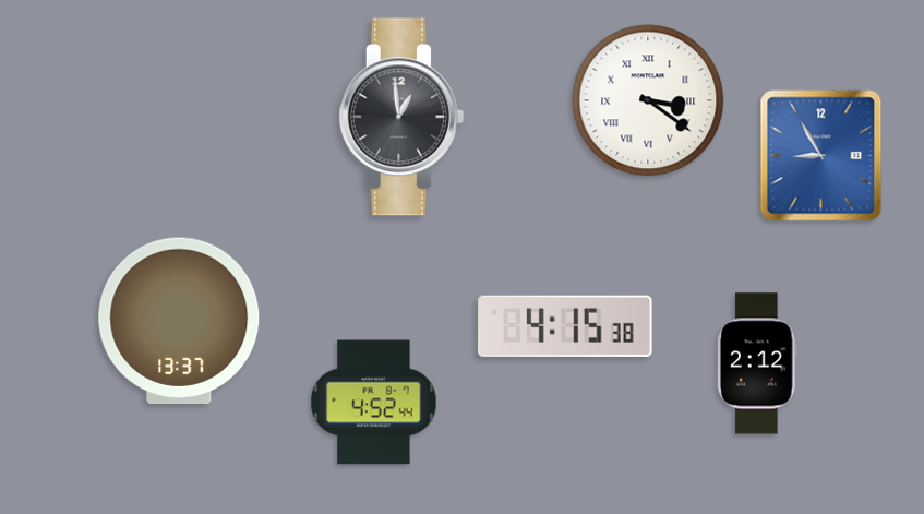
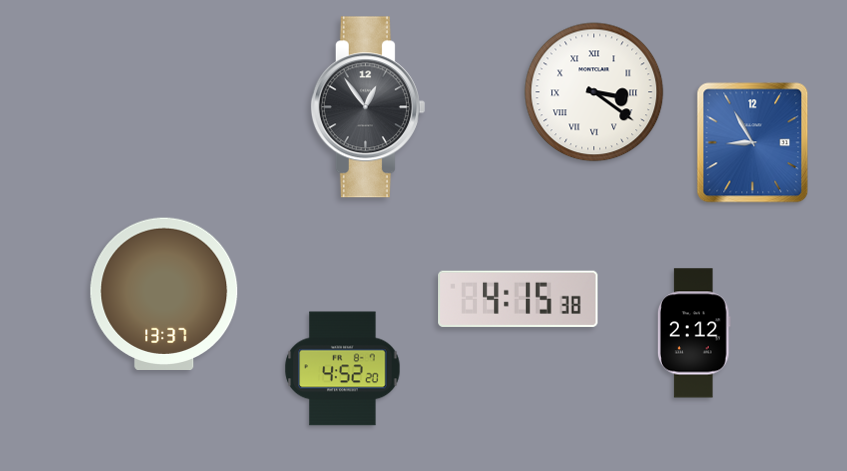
clock at (401, 117): 12:59 -> 12:54
clock at (374, 403): 4:52:44 -> 4:52:20
